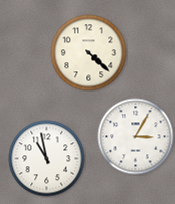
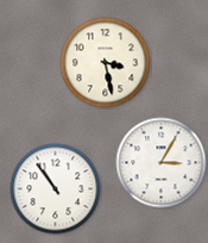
clock at (89, 53): 4:22 -> 3:28
clock at (47, 159): 10:58 -> 10:54
